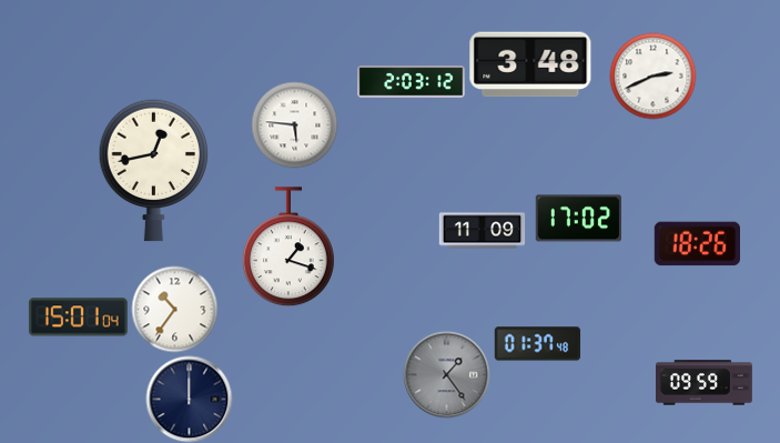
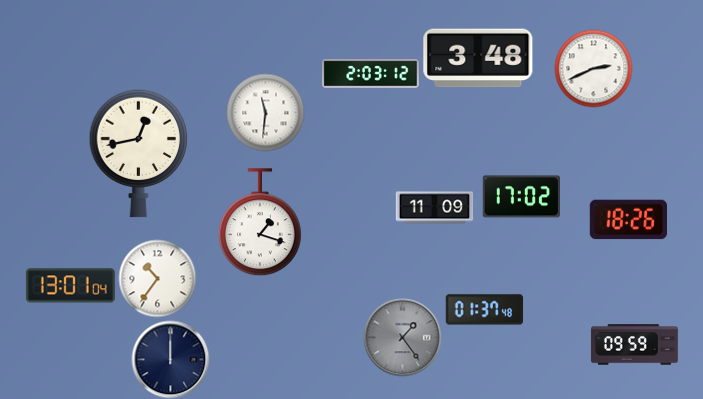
clock at (652, 75) position: (652, 75) -> (593, 68)
clock at (294, 124): 5:46 -> 11:31
clock at (78, 318): 15:01 -> 13:01
